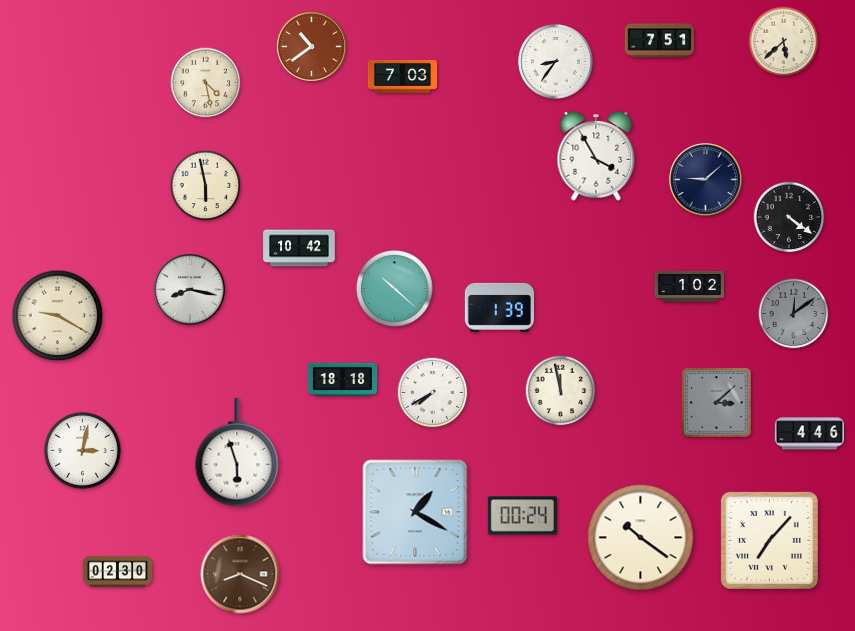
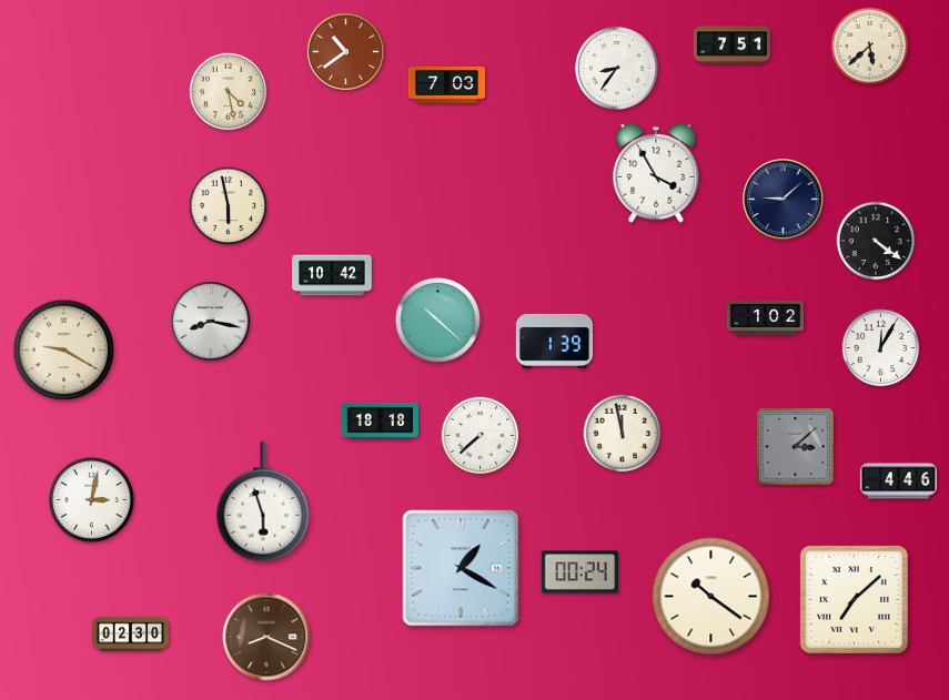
clock at (596, 156) position: (596, 156) -> (656, 173)
clock at (794, 314): 12:09 -> 12:05
clock at (794, 314) dial: grey -> white
clock at (433, 393): 7:40 -> 7:38
clock at (769, 540): 7:07 -> 7:08
